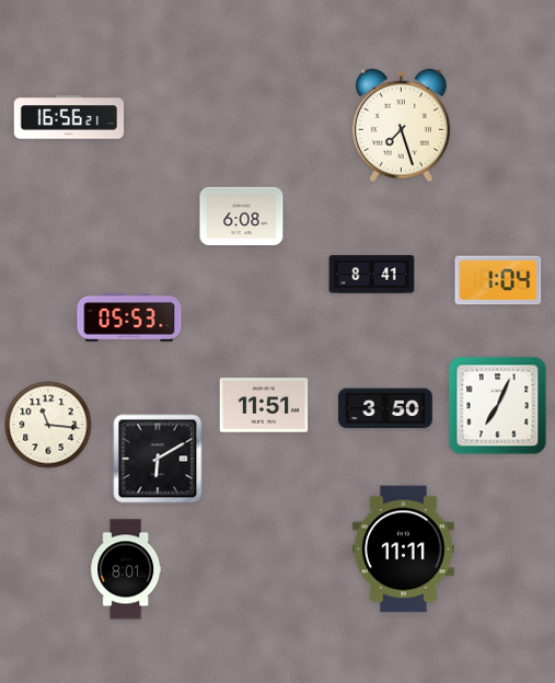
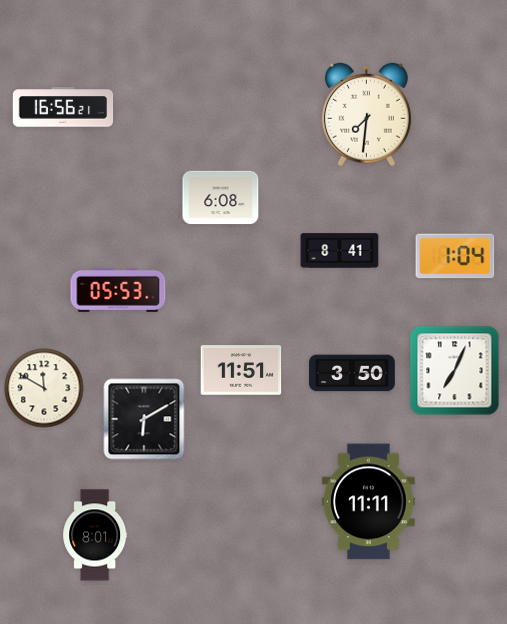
clock at (401, 126): 7:27 -> 7:31
clock at (48, 425): 11:16 -> 11:50
clock at (126, 569) position: (126, 569) -> (95, 535)
